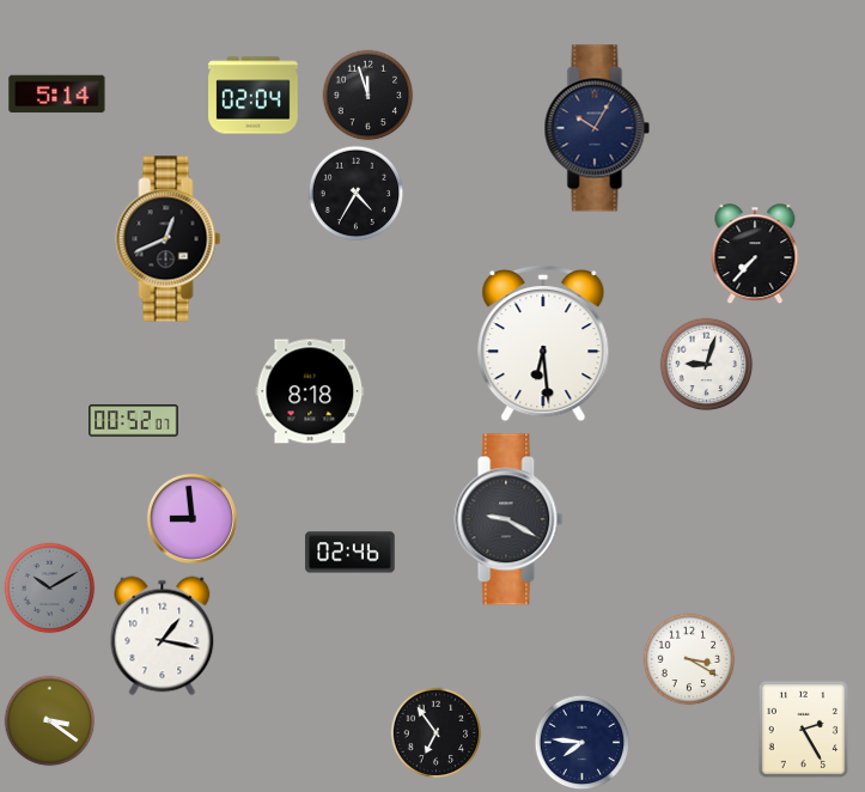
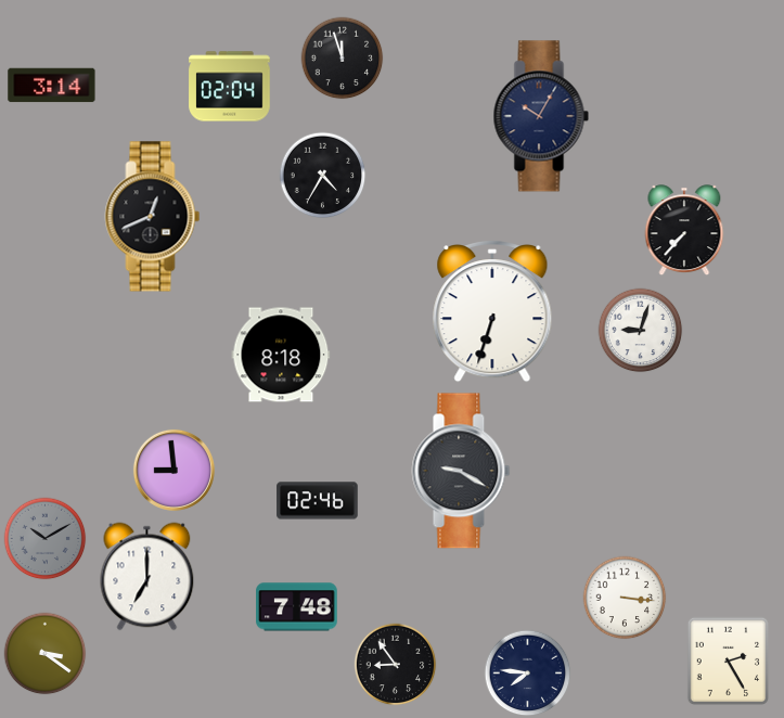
clock at (57, 95): 5:14 -> 3:14
clock at (368, 96) position: (368, 96) -> (343, 59)
clock at (543, 345): 6:29 -> 6:33
clock at (134, 421): 00:52 -> none
clock at (50, 589) position: (50, 589) -> (46, 539)
clock at (163, 636): 1:17 -> 7:00
clock at (689, 659): 3:20 -> 3:16
clock at (297, 607): none -> 7:48
clock at (437, 733): 6:54 -> 8:54
